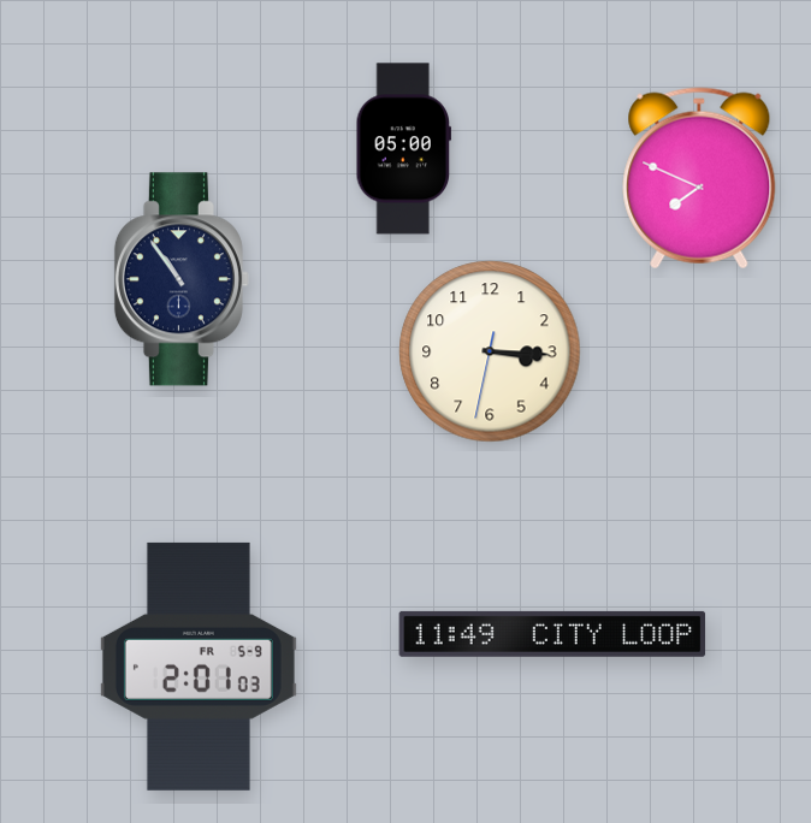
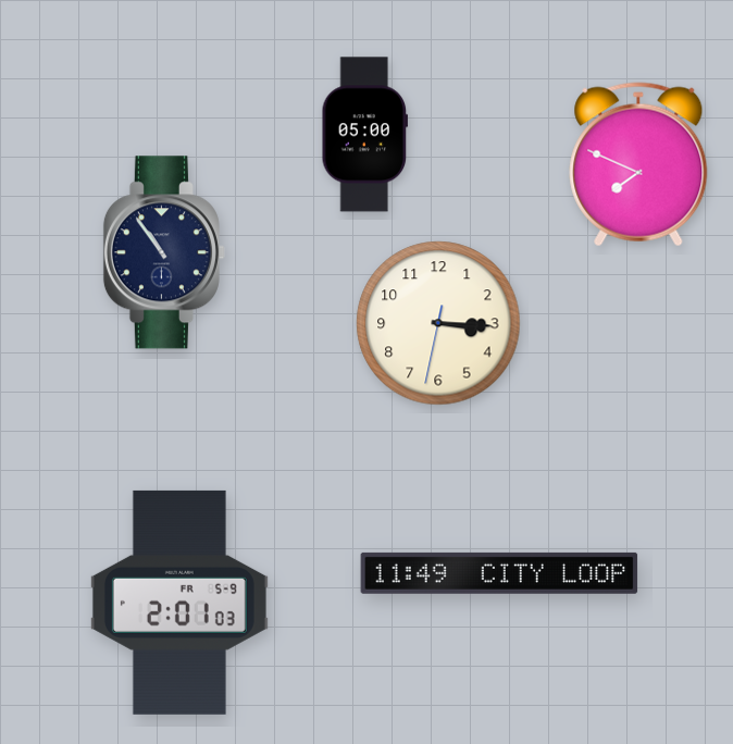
clock at (699, 178) position: (699, 178) -> (638, 164)
clock at (490, 351) position: (490, 351) -> (438, 323)
